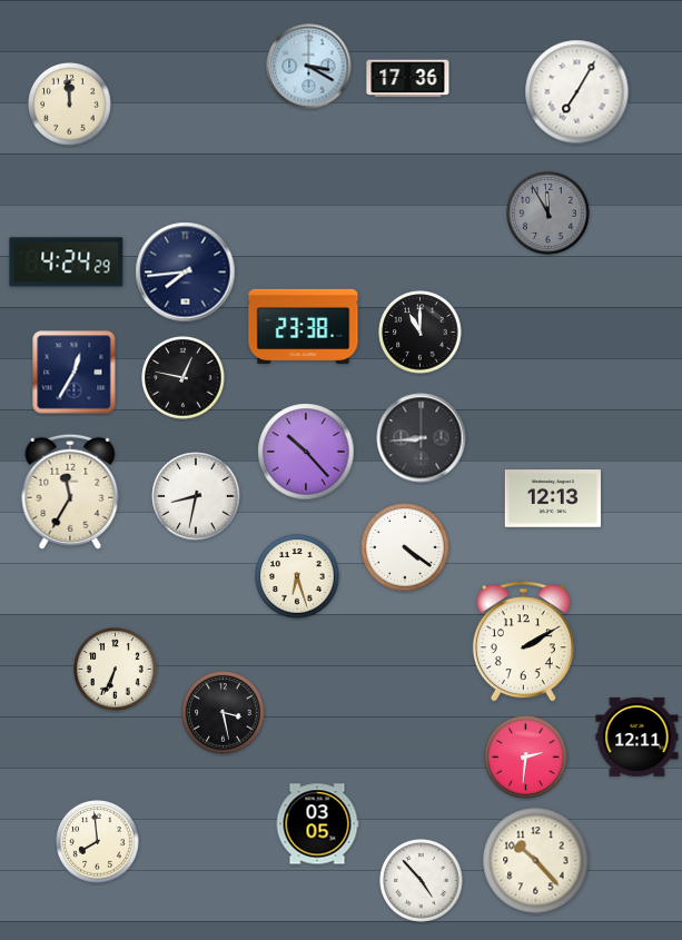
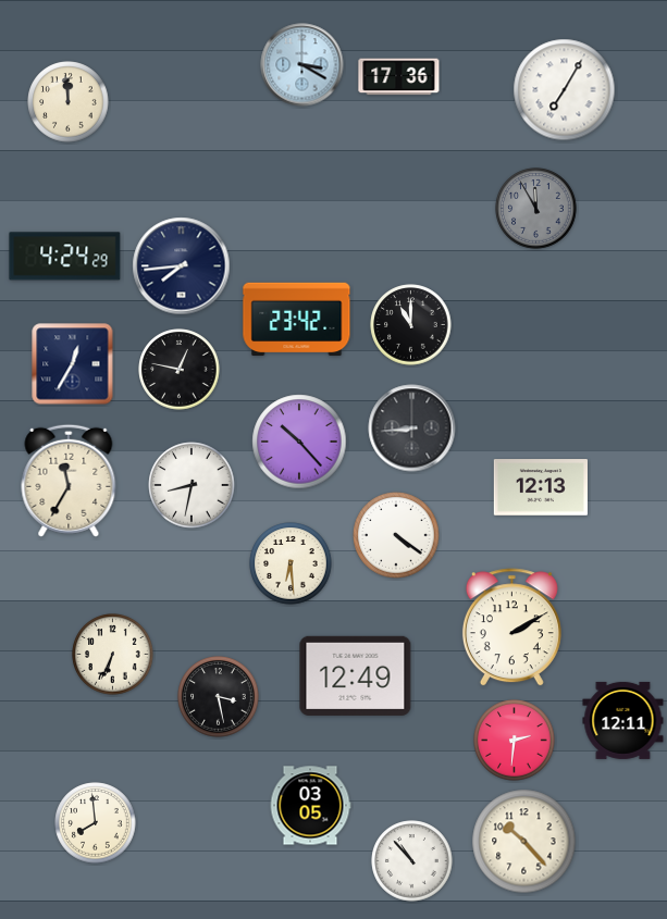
clock at (304, 327): 23:38 -> 23:42
clock at (297, 576): 6:27 -> 6:29
clock at (356, 675): none -> 12:49
clock at (422, 881): 4:53 -> 10:53
